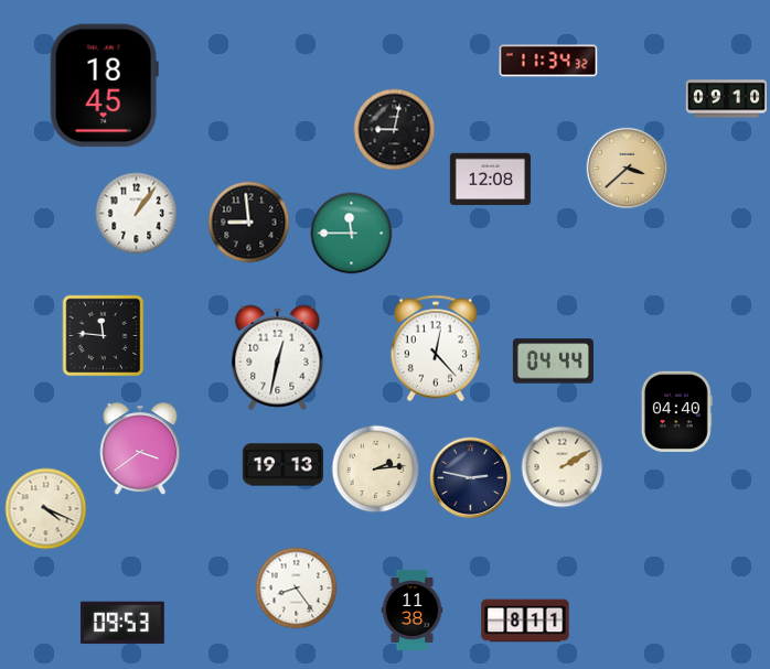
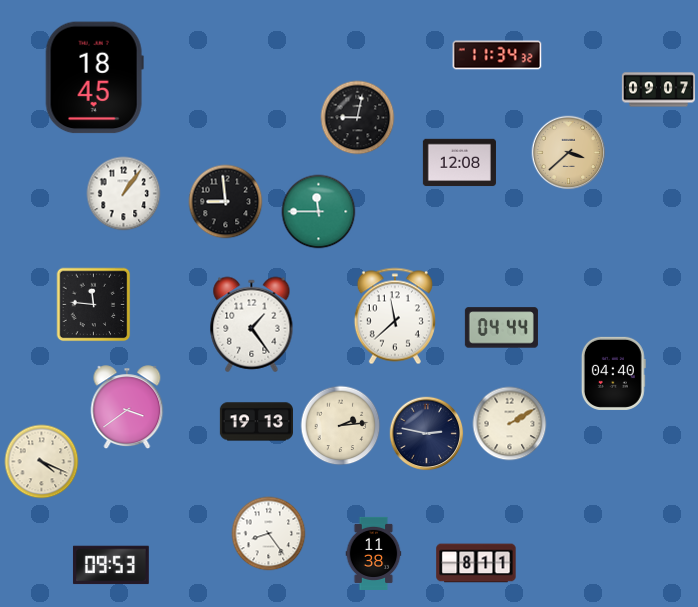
clock at (726, 99): 09:10 -> 09:07
clock at (490, 180) position: (490, 180) -> (459, 163)
clock at (436, 348): 12:23 -> 11:38
clock at (278, 358): 12:32 -> 1:24
